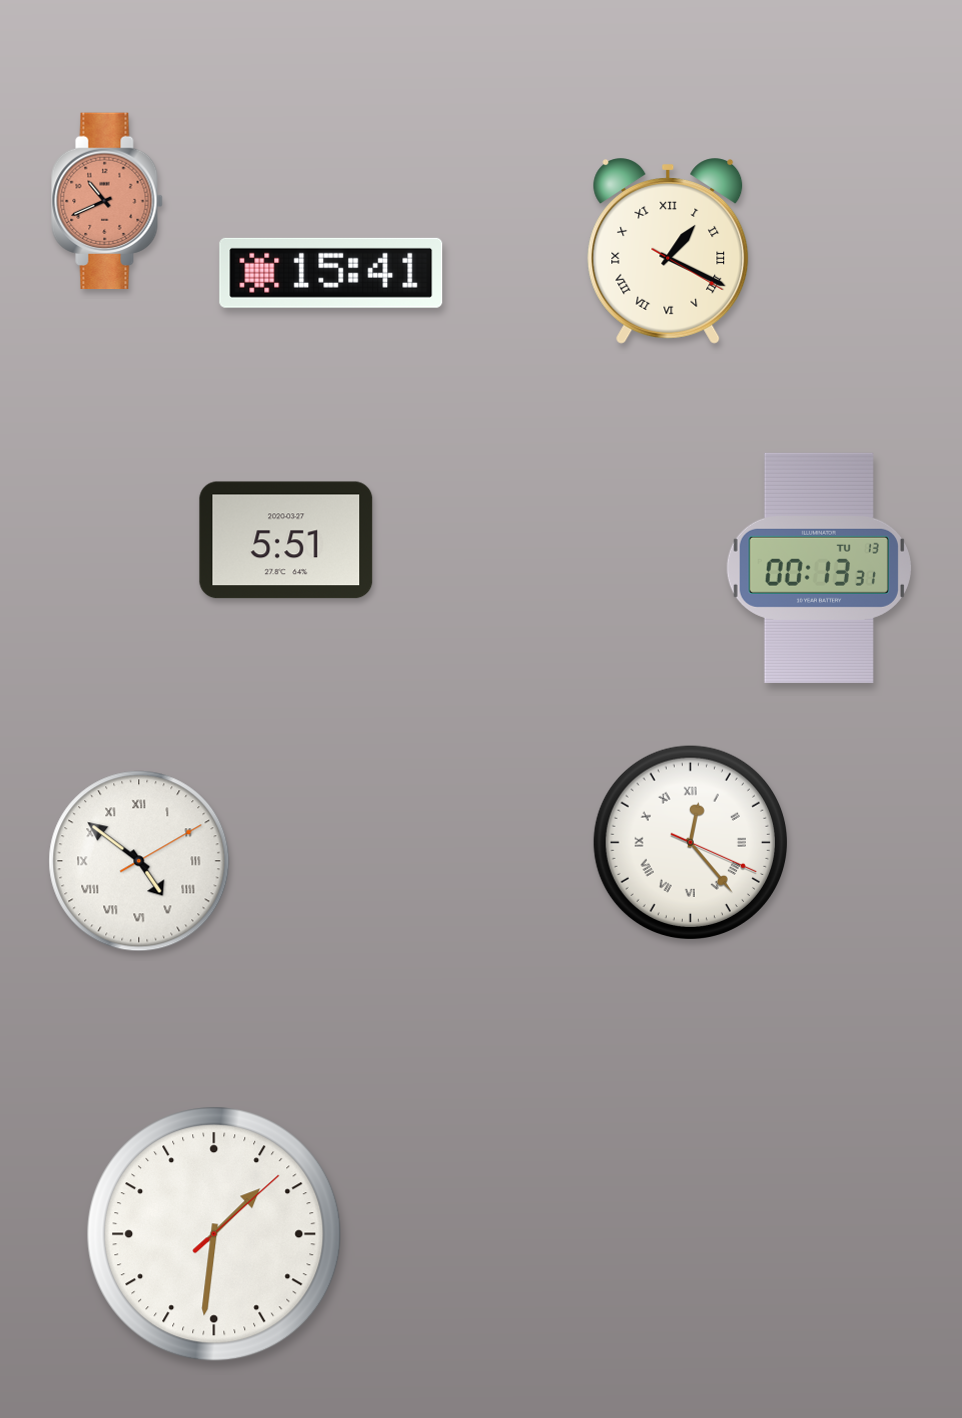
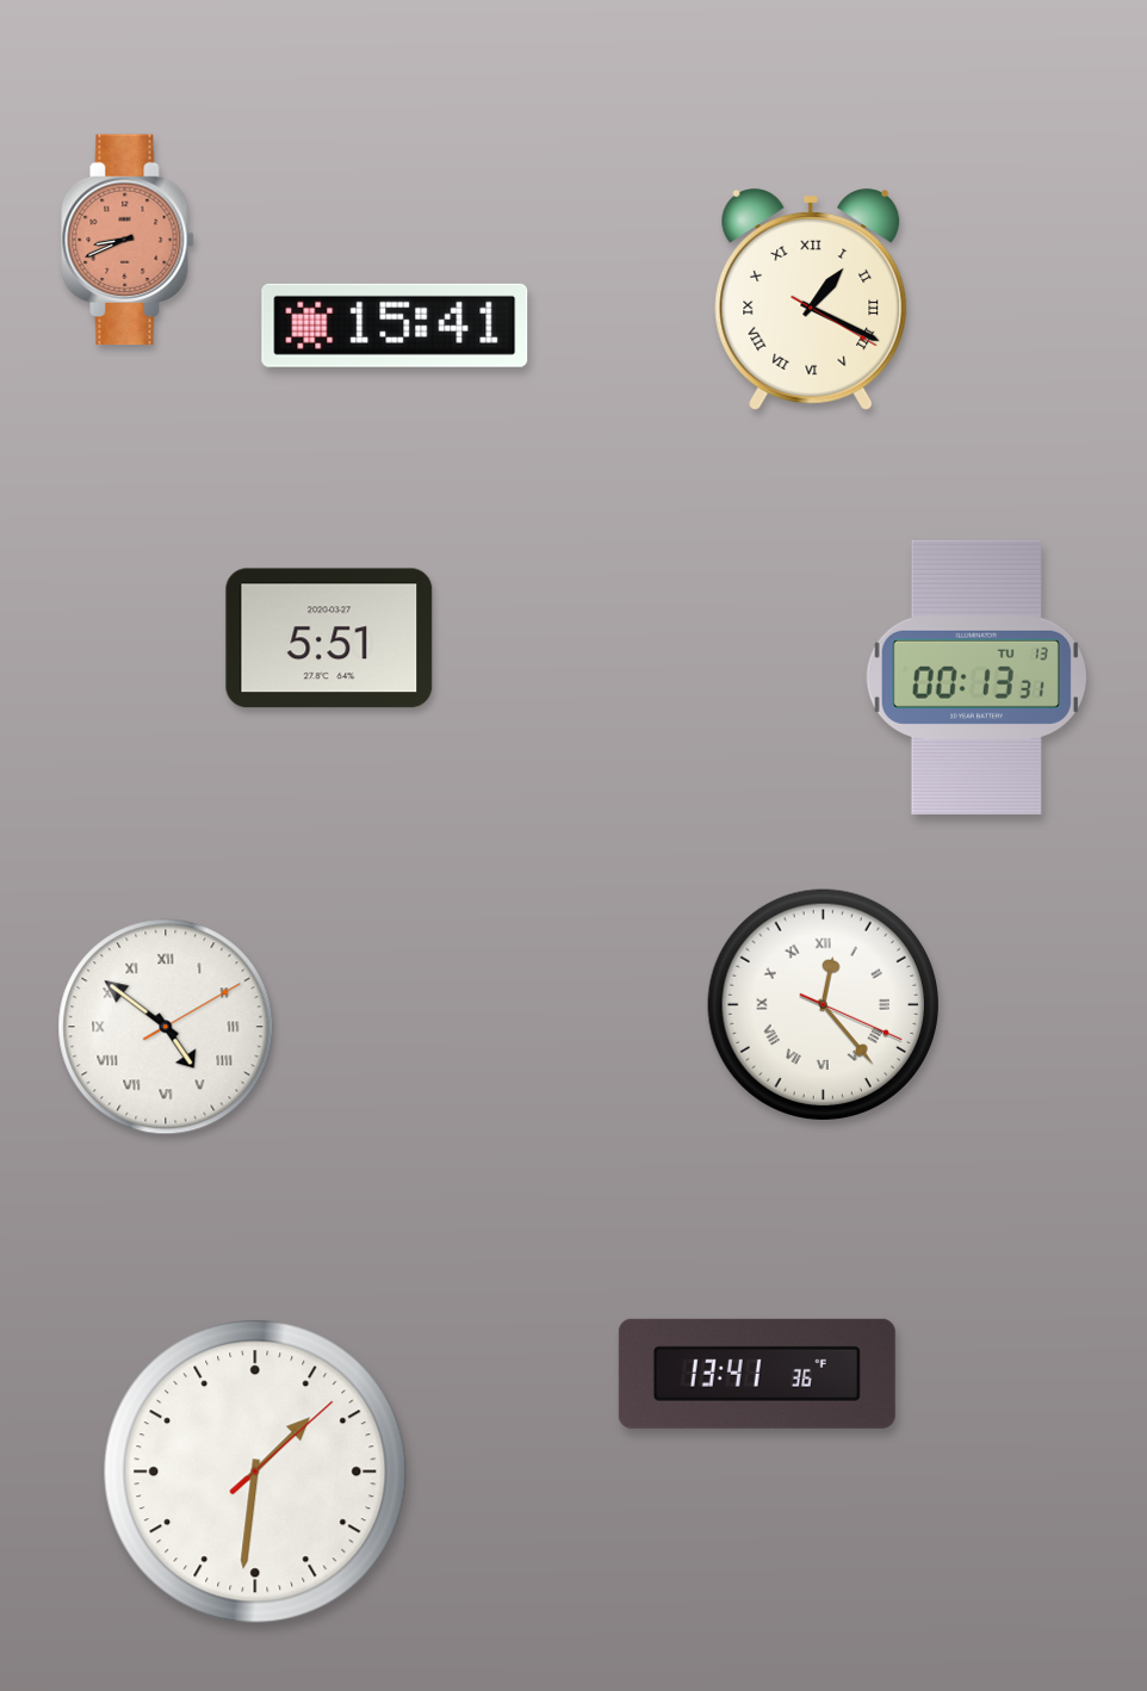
clock at (107, 201): 10:41 -> 8:41
clock at (668, 251) position: (668, 251) -> (811, 299)
clock at (286, 540) position: (286, 540) -> (329, 638)
clock at (757, 1374): none -> 13:41
